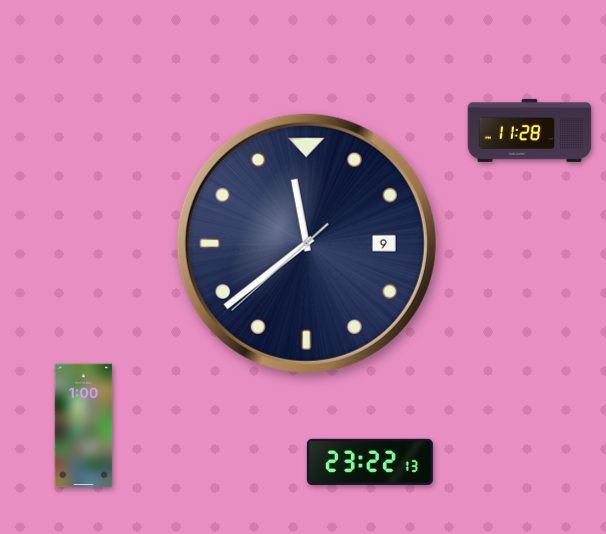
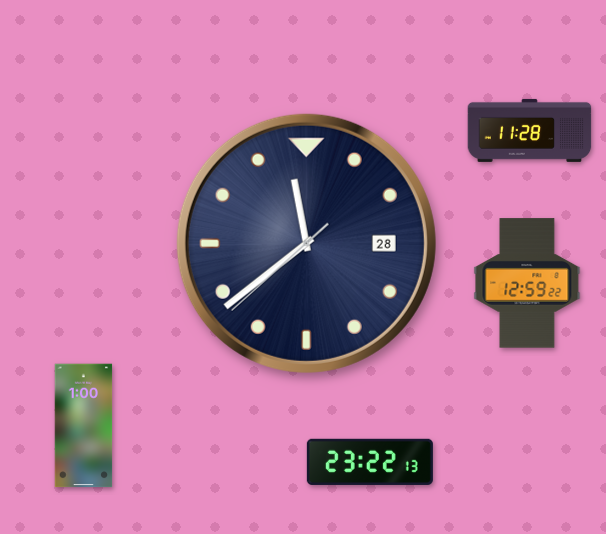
clock at (306, 243) date: 9 -> 28
clock at (527, 283): none -> 12:59
